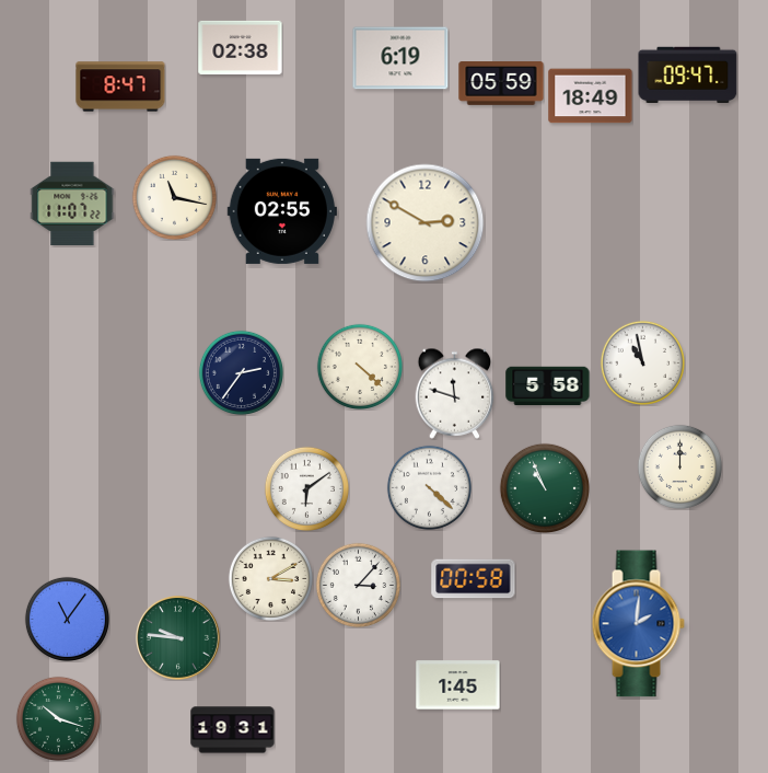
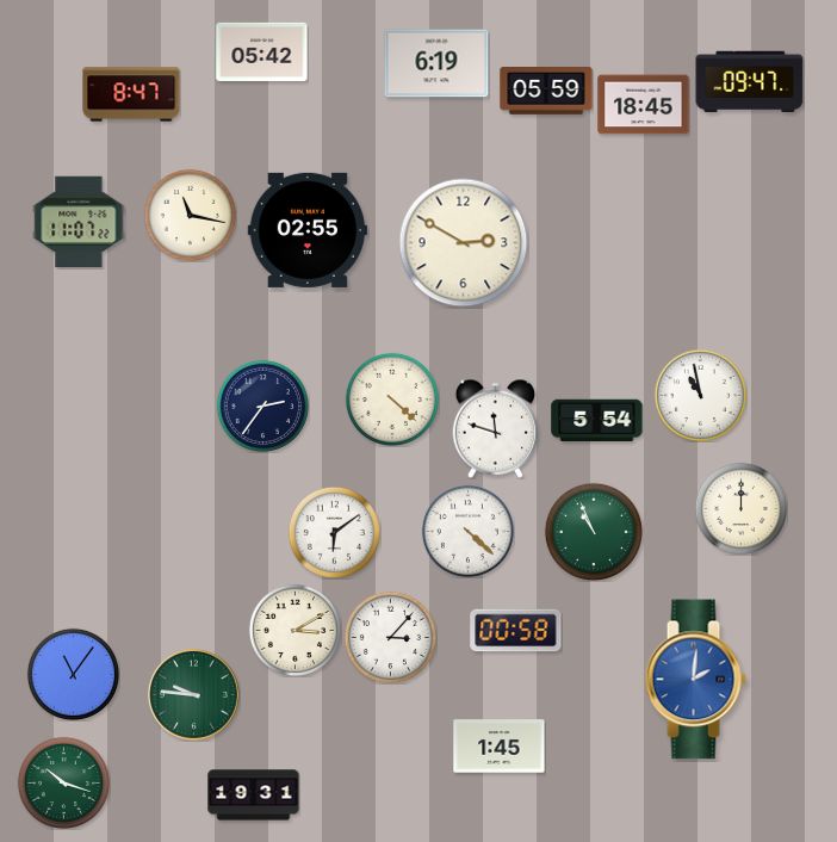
clock at (241, 47): 02:38 -> 05:42
clock at (591, 96): 18:49 -> 18:45
clock at (548, 386): 5:58 -> 5:54
